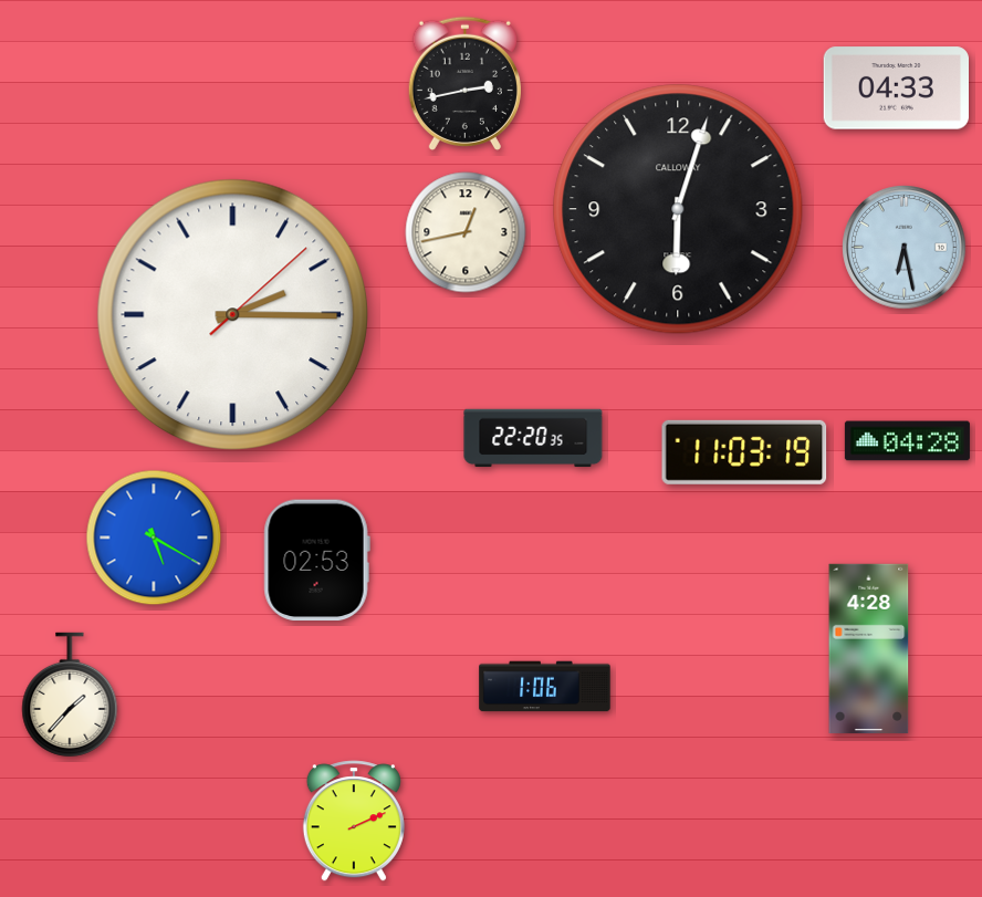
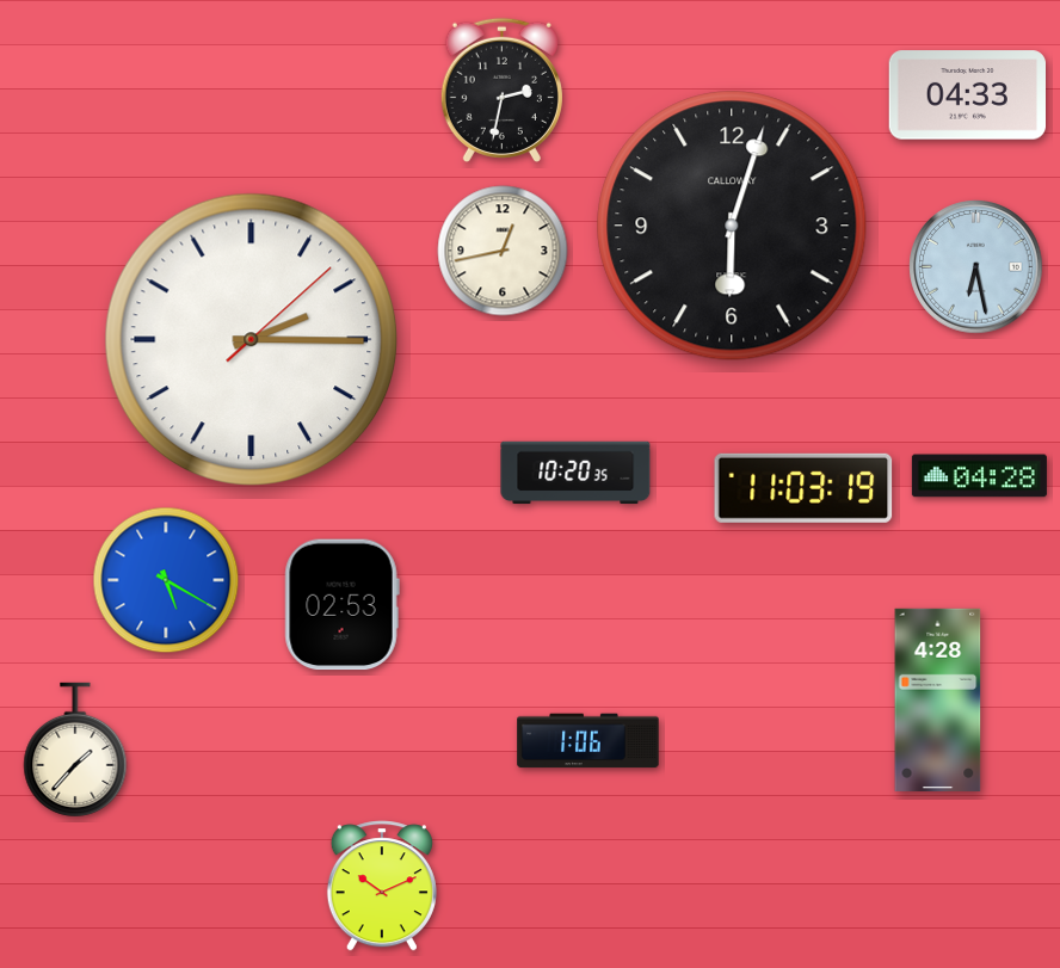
clock at (464, 83): 2:43 -> 2:32
clock at (533, 438): 22:20 -> 10:20
clock at (354, 821): 2:11 -> 10:11
